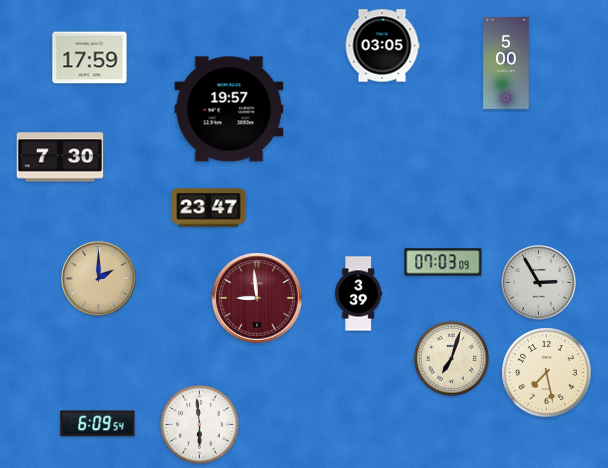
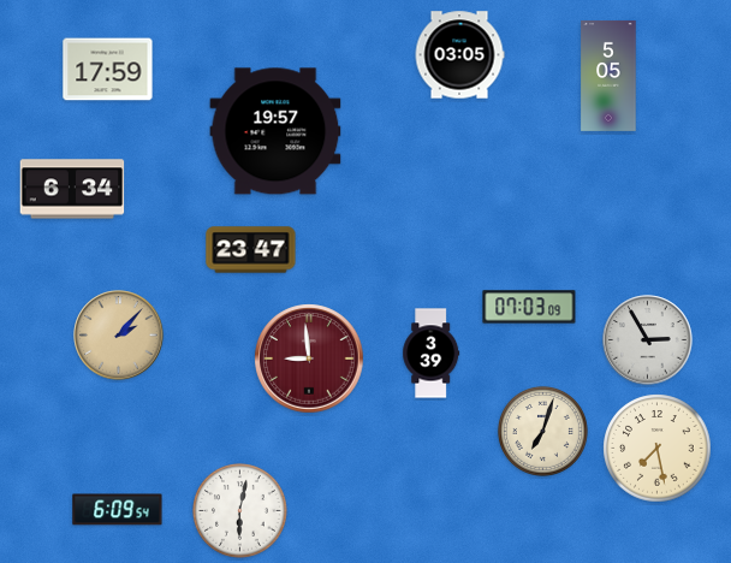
clock at (506, 63): 5:00 -> 5:05
clock at (60, 157): 7:30 -> 6:34
clock at (443, 262) position: (443, 262) -> (529, 307)
clock at (99, 279): 2:00 -> 2:07
clock at (200, 425): 5:59 -> 6:02
